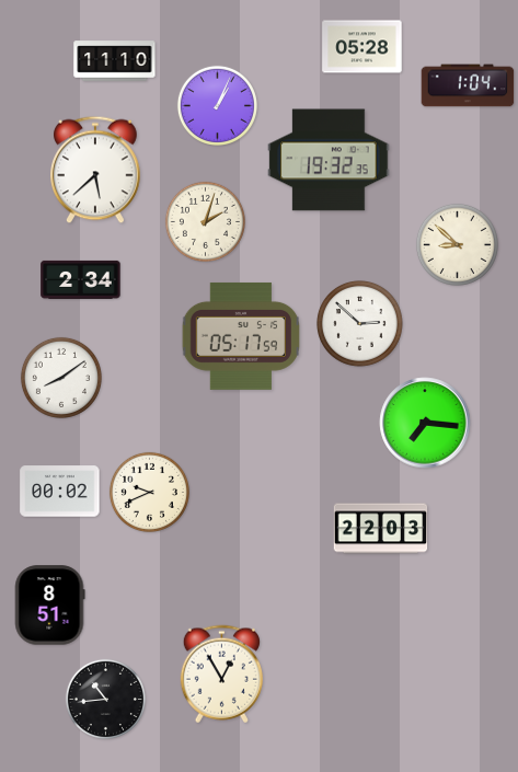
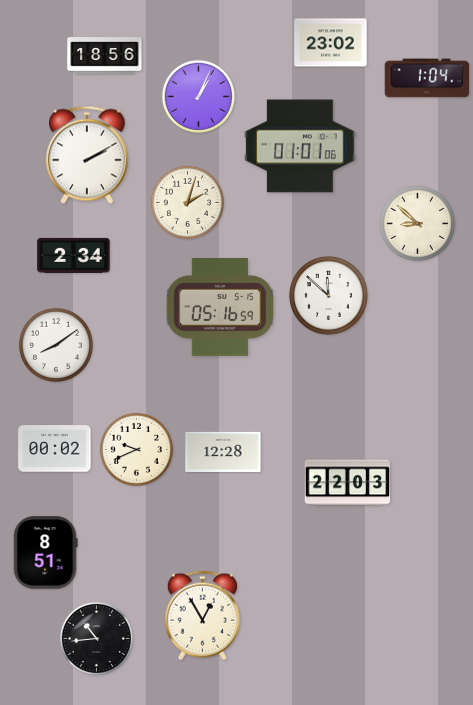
clock at (362, 47): 05:28 -> 23:02
clock at (115, 61): 11:10 -> 18:56
clock at (329, 160): 19:32 -> 01:01
clock at (96, 170): 5:38 -> 2:10
clock at (359, 323): 2:52 -> 11:52
clock at (240, 336): 05:17 -> 05:16
clock at (425, 423): 7:16 -> none
clock at (223, 452): none -> 12:28
